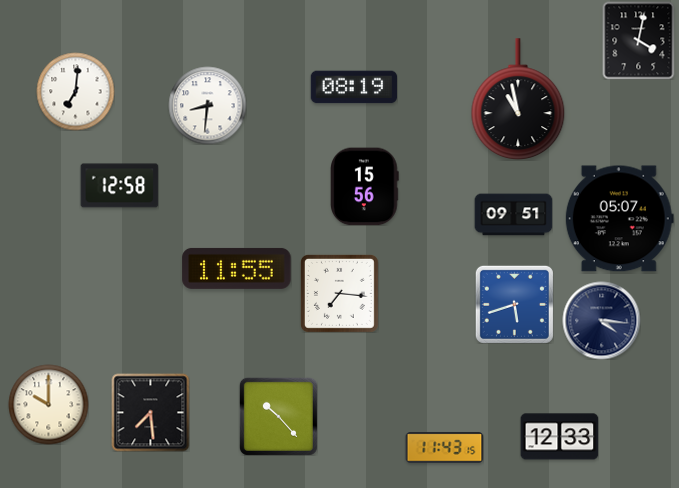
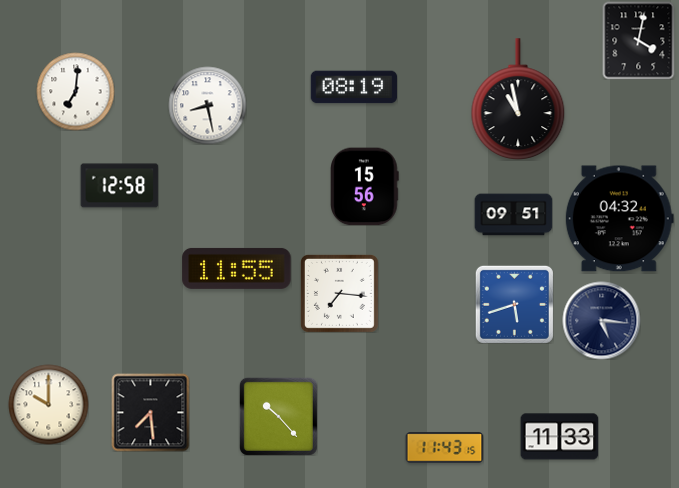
clock at (207, 105): 8:31 -> 8:28
clock at (619, 219): 05:07 -> 04:32
clock at (601, 320): 4:16 -> 5:16
clock at (559, 437): 12:33 -> 11:33
